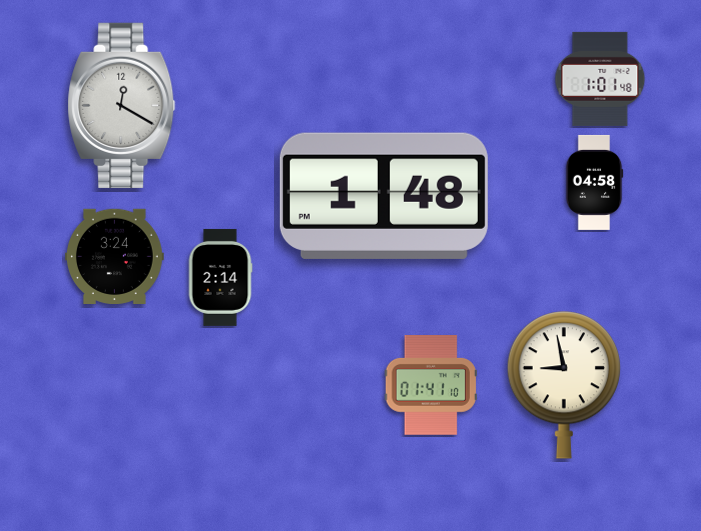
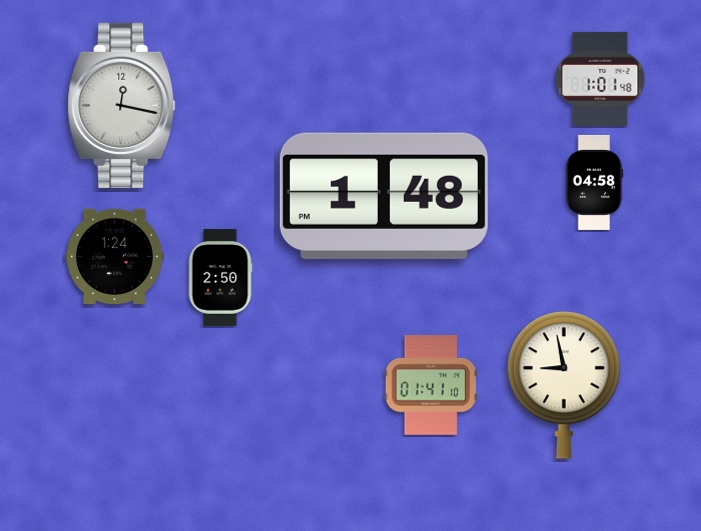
clock at (122, 105): 12:20 -> 12:17
clock at (115, 256): 3:24 -> 1:24
clock at (220, 277): 2:14 -> 2:50
